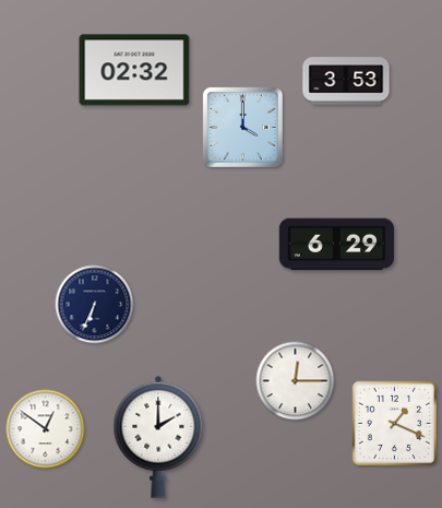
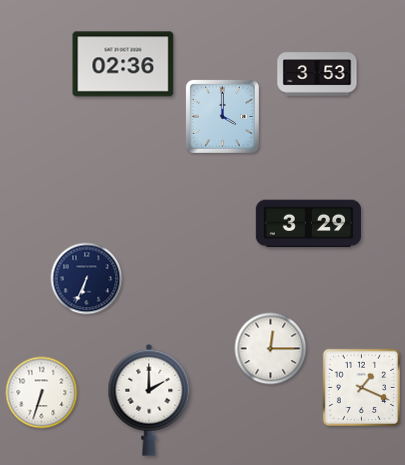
clock at (134, 70): 02:32 -> 02:36
clock at (336, 245): 6:29 -> 3:29
clock at (46, 429): 12:51 -> 6:33
clock at (158, 437) position: (158, 437) -> (149, 400)
